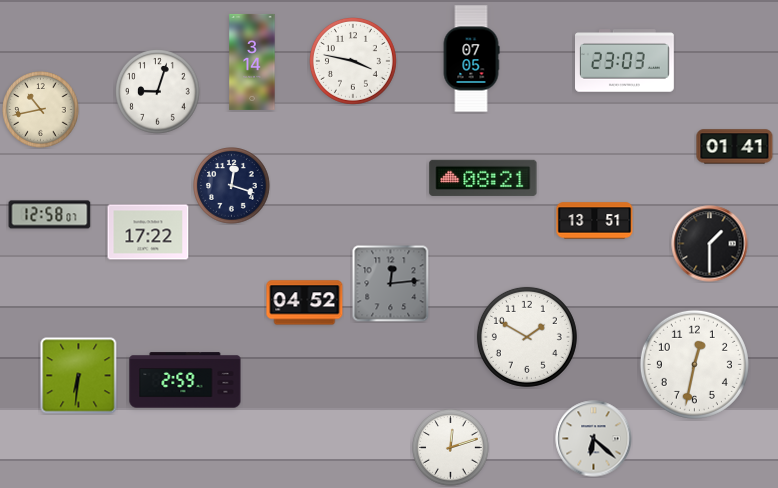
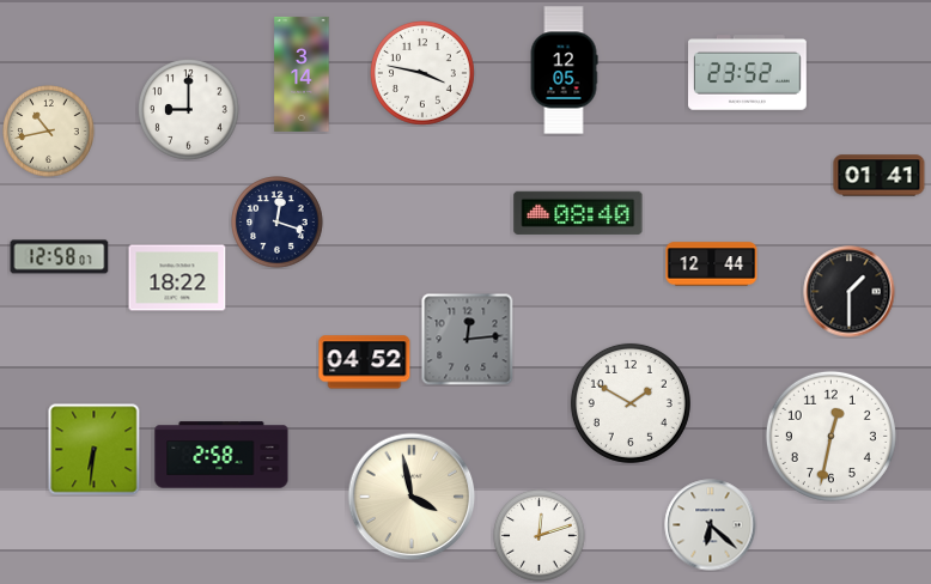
clock at (471, 59): 07:05 -> 12:05
clock at (625, 61): 23:03 -> 23:52
clock at (158, 92): 9:03 -> 9:00
clock at (483, 178): 08:21 -> 08:40
clock at (595, 221): 13:51 -> 12:44
clock at (148, 232): 17:22 -> 18:22
clock at (185, 380): 2:59 -> 2:58
clock at (412, 497): none -> 3:58
